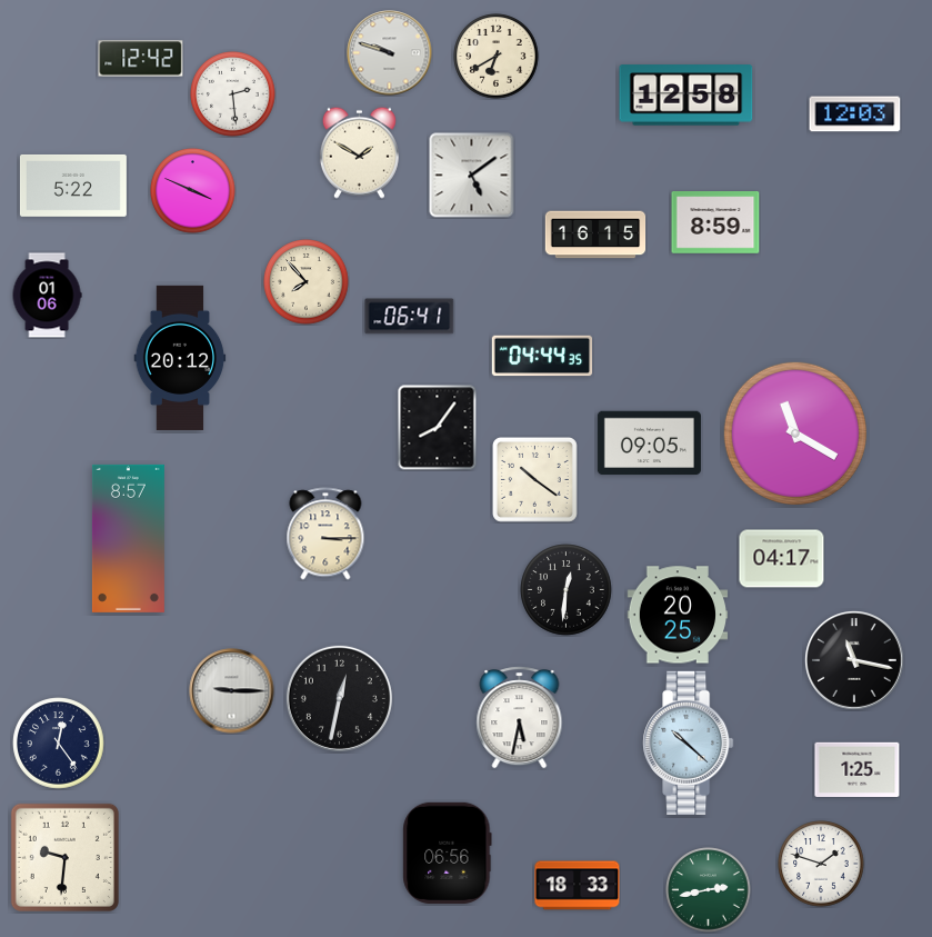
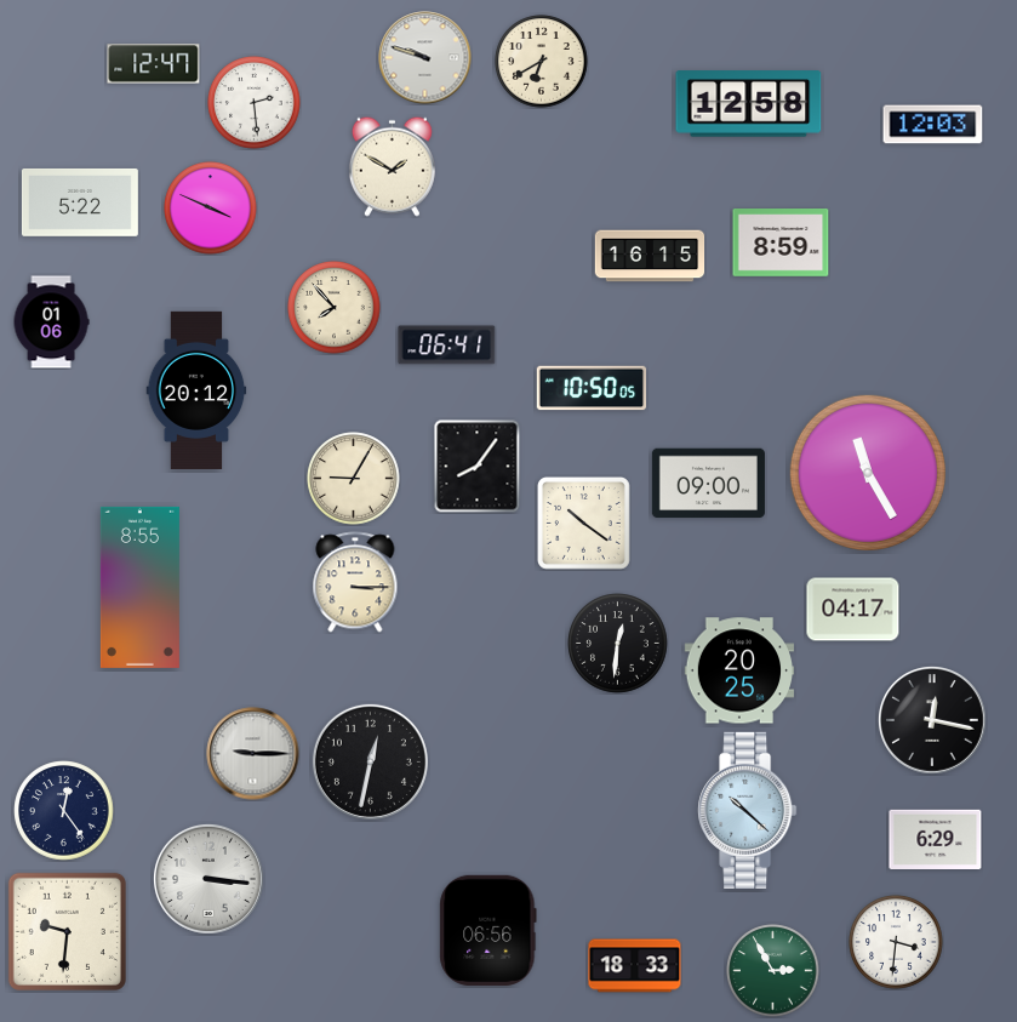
clock at (141, 59): 12:42 -> 12:47
clock at (472, 176): 5:09 -> none
clock at (542, 356): 04:44 -> 10:50
clock at (795, 433): 11:20 -> 11:25
clock at (354, 479): none -> 9:05
clock at (649, 443): 09:05 -> 09:00
clock at (128, 538): 8:57 -> 8:55
clock at (855, 661): 11:17 -> 12:17
clock at (520, 718): 5:32 -> none
clock at (689, 742) position: (689, 742) -> (748, 810)
clock at (858, 769): 1:25 -> 6:29
clock at (208, 879): none -> 3:16
clock at (64, 857) position: (64, 857) -> (67, 931)
clock at (821, 864): 1:48 -> 3:31
clock at (578, 886) position: (578, 886) -> (635, 966)
clock at (709, 890): 2:43 -> 2:55
